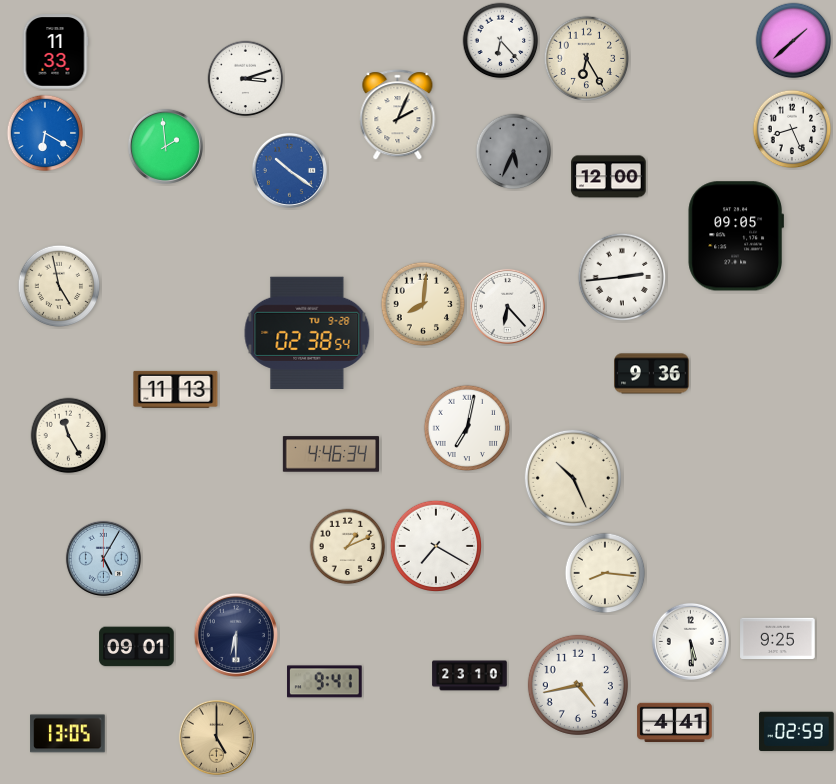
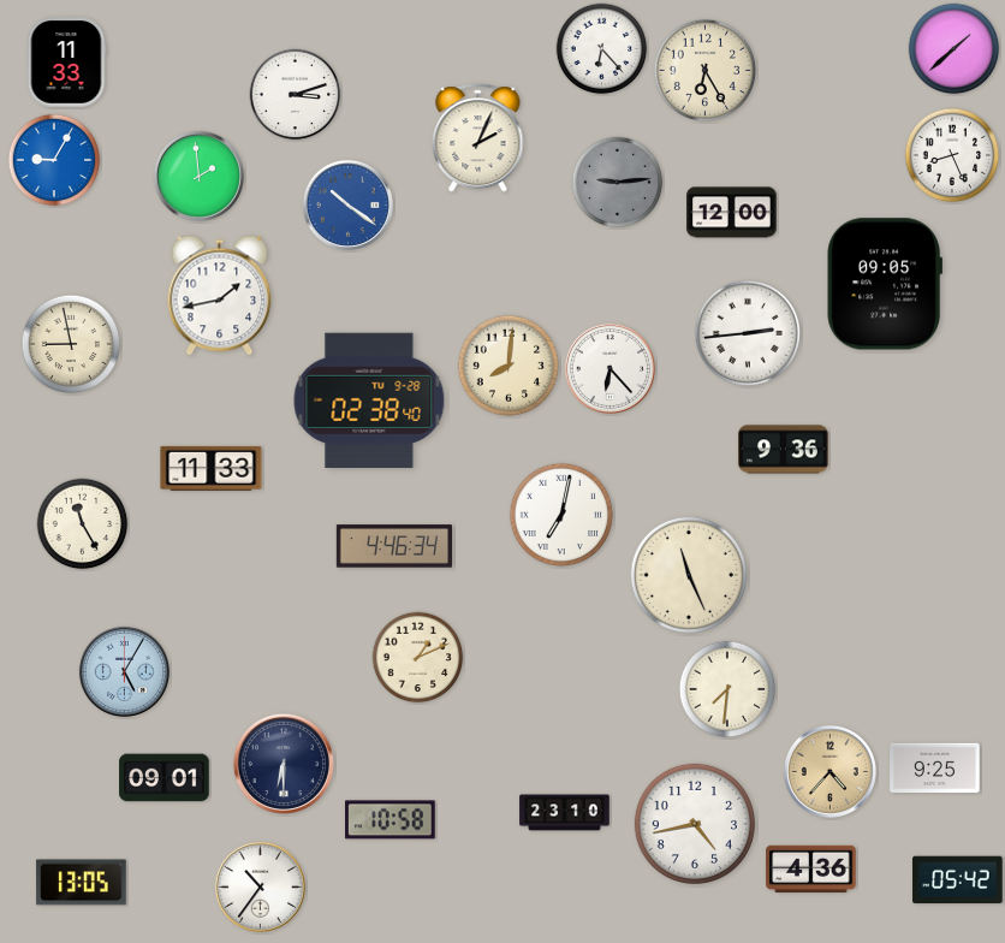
clock at (45, 133): 6:20 -> 9:05
clock at (514, 152): 5:34 -> 9:14
clock at (220, 296): none -> 1:43
clock at (59, 286): 4:58 -> 8:58
clock at (307, 332): 02:38:54 -> 02:38:40
clock at (176, 389): 11:13 -> 11:33
clock at (330, 454) position: (330, 454) -> (393, 546)
clock at (573, 478): 10:26 -> 11:26
clock at (435, 545): 7:20 -> none
clock at (605, 573): 8:16 -> 7:31
clock at (690, 641): 5:29 -> 4:37
clock at (690, 641) dial: white -> champagne
clock at (325, 682): 9:41 -> 10:58
clock at (675, 723): 4:41 -> 4:36
clock at (797, 732): 02:59 -> 05:42
clock at (216, 737): 5:00 -> 10:36
clock at (216, 737) dial: champagne -> white
